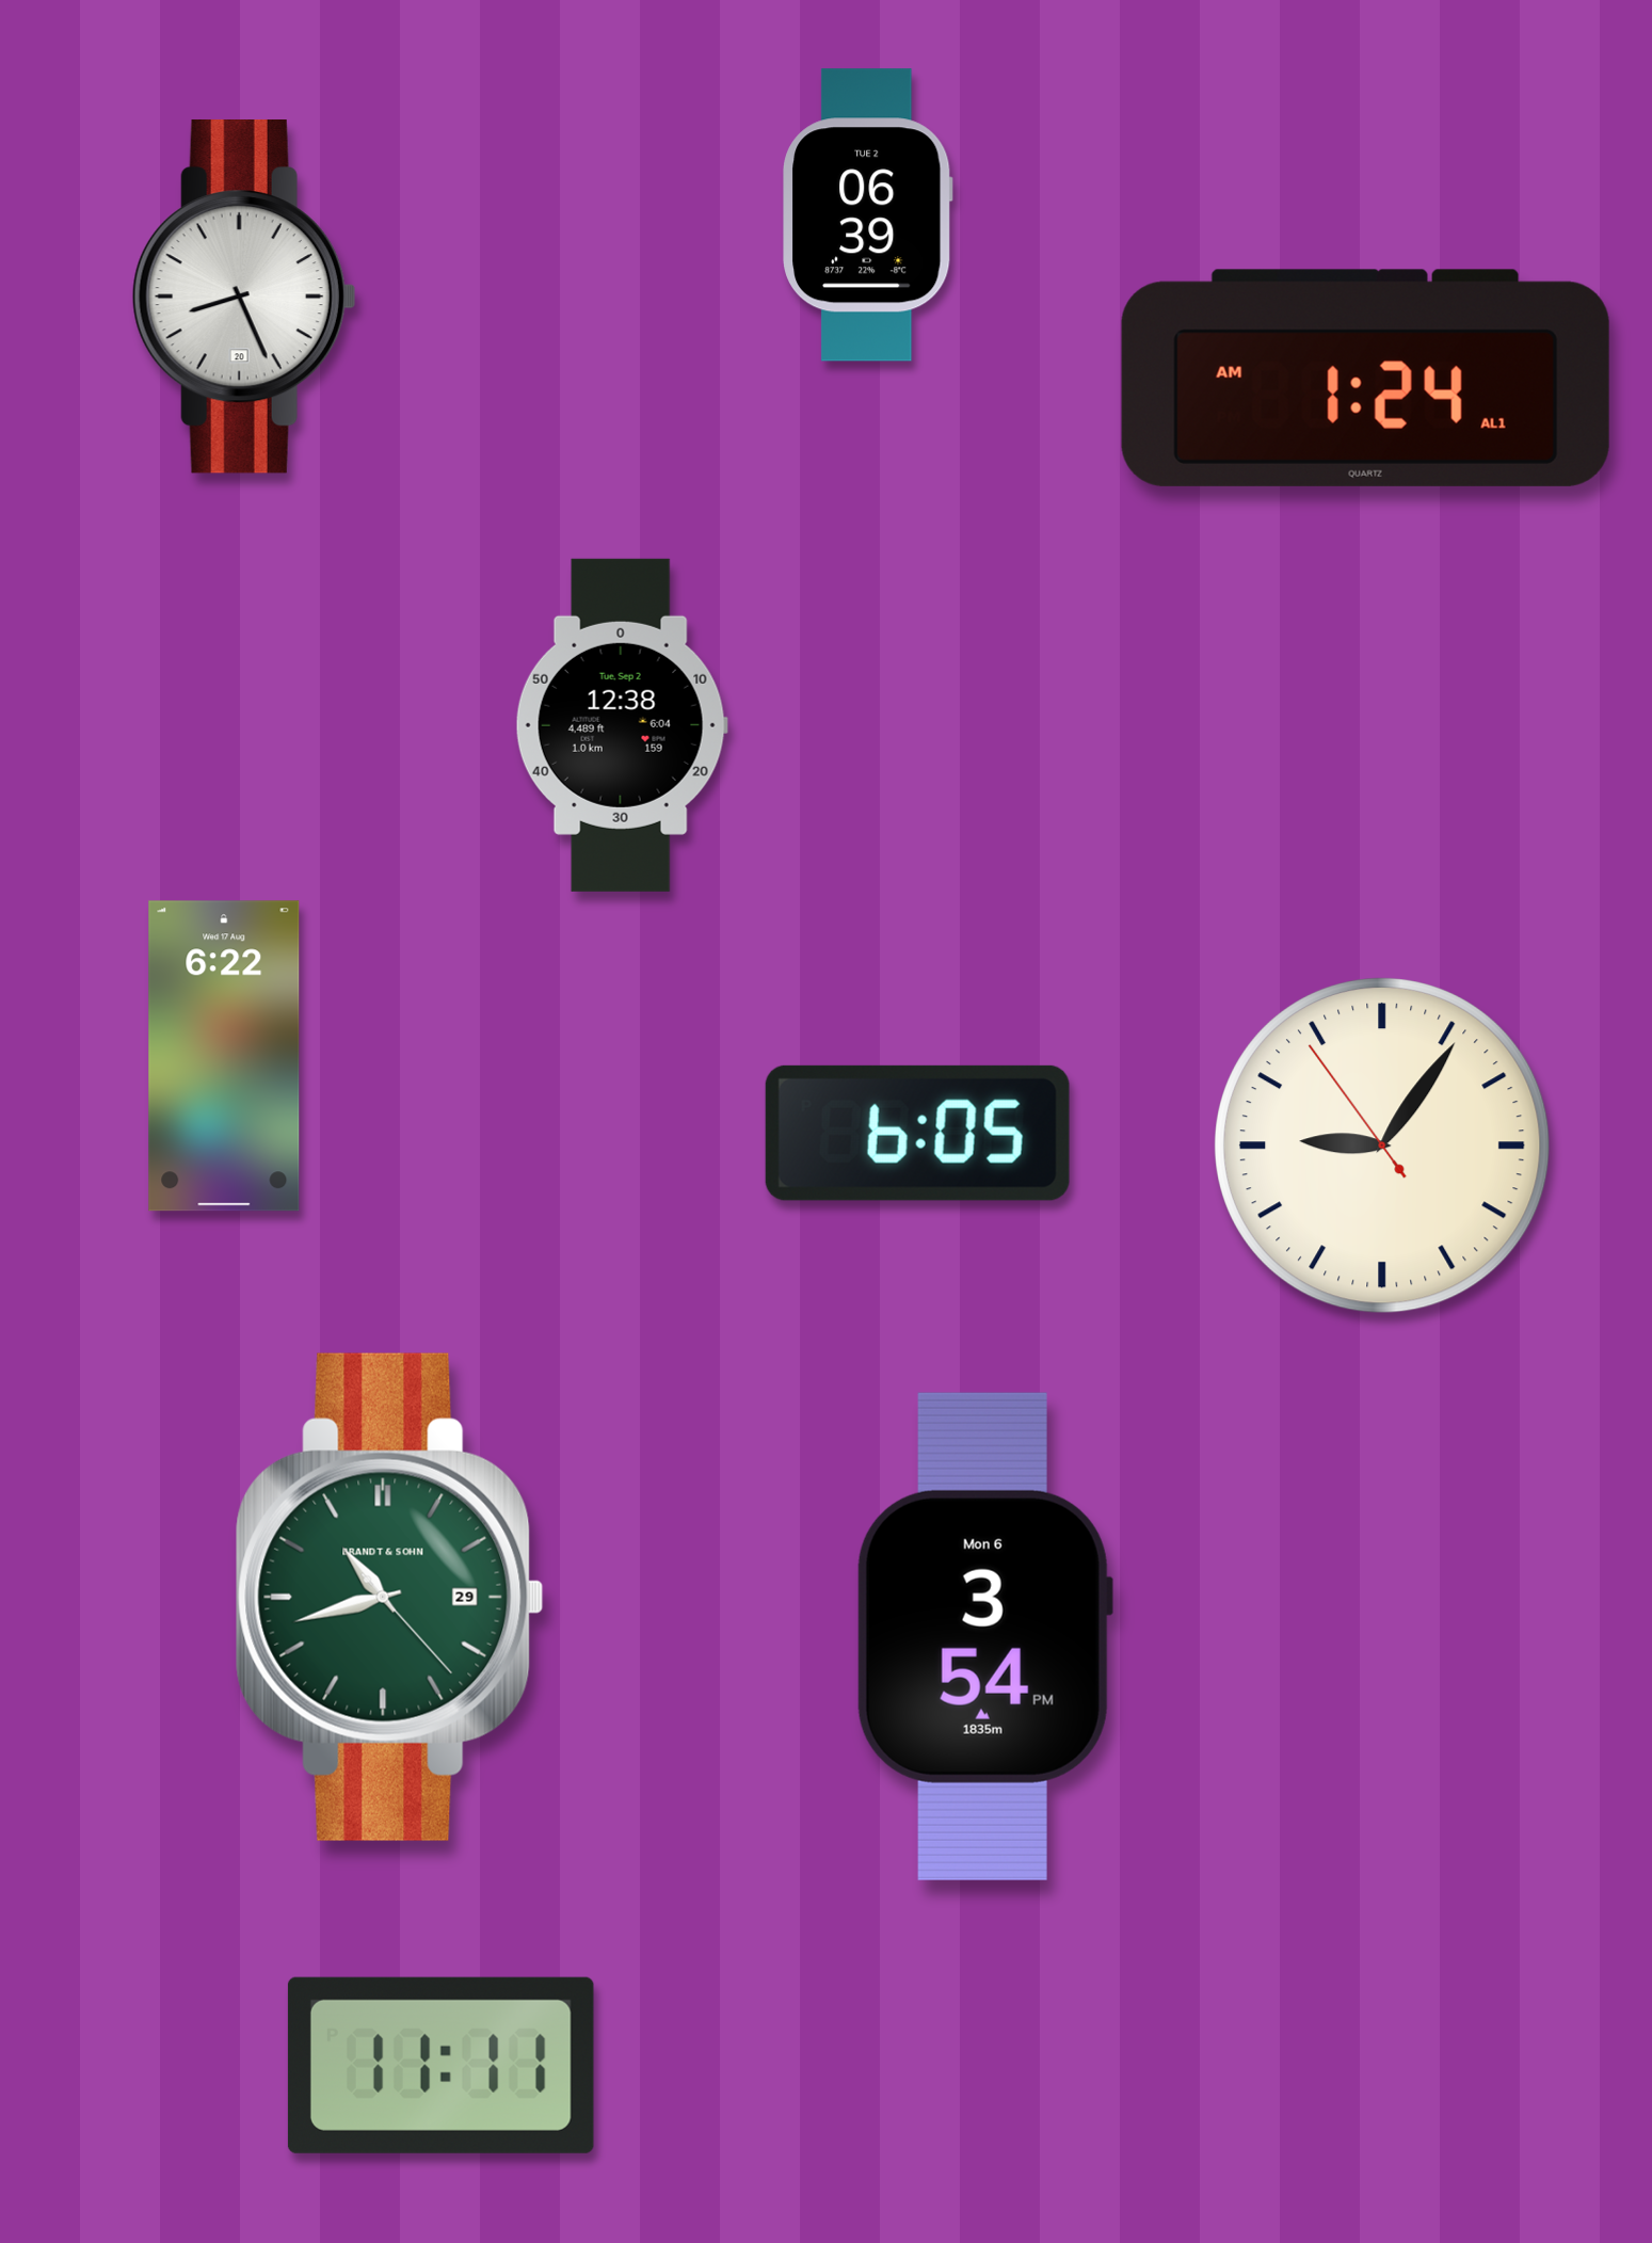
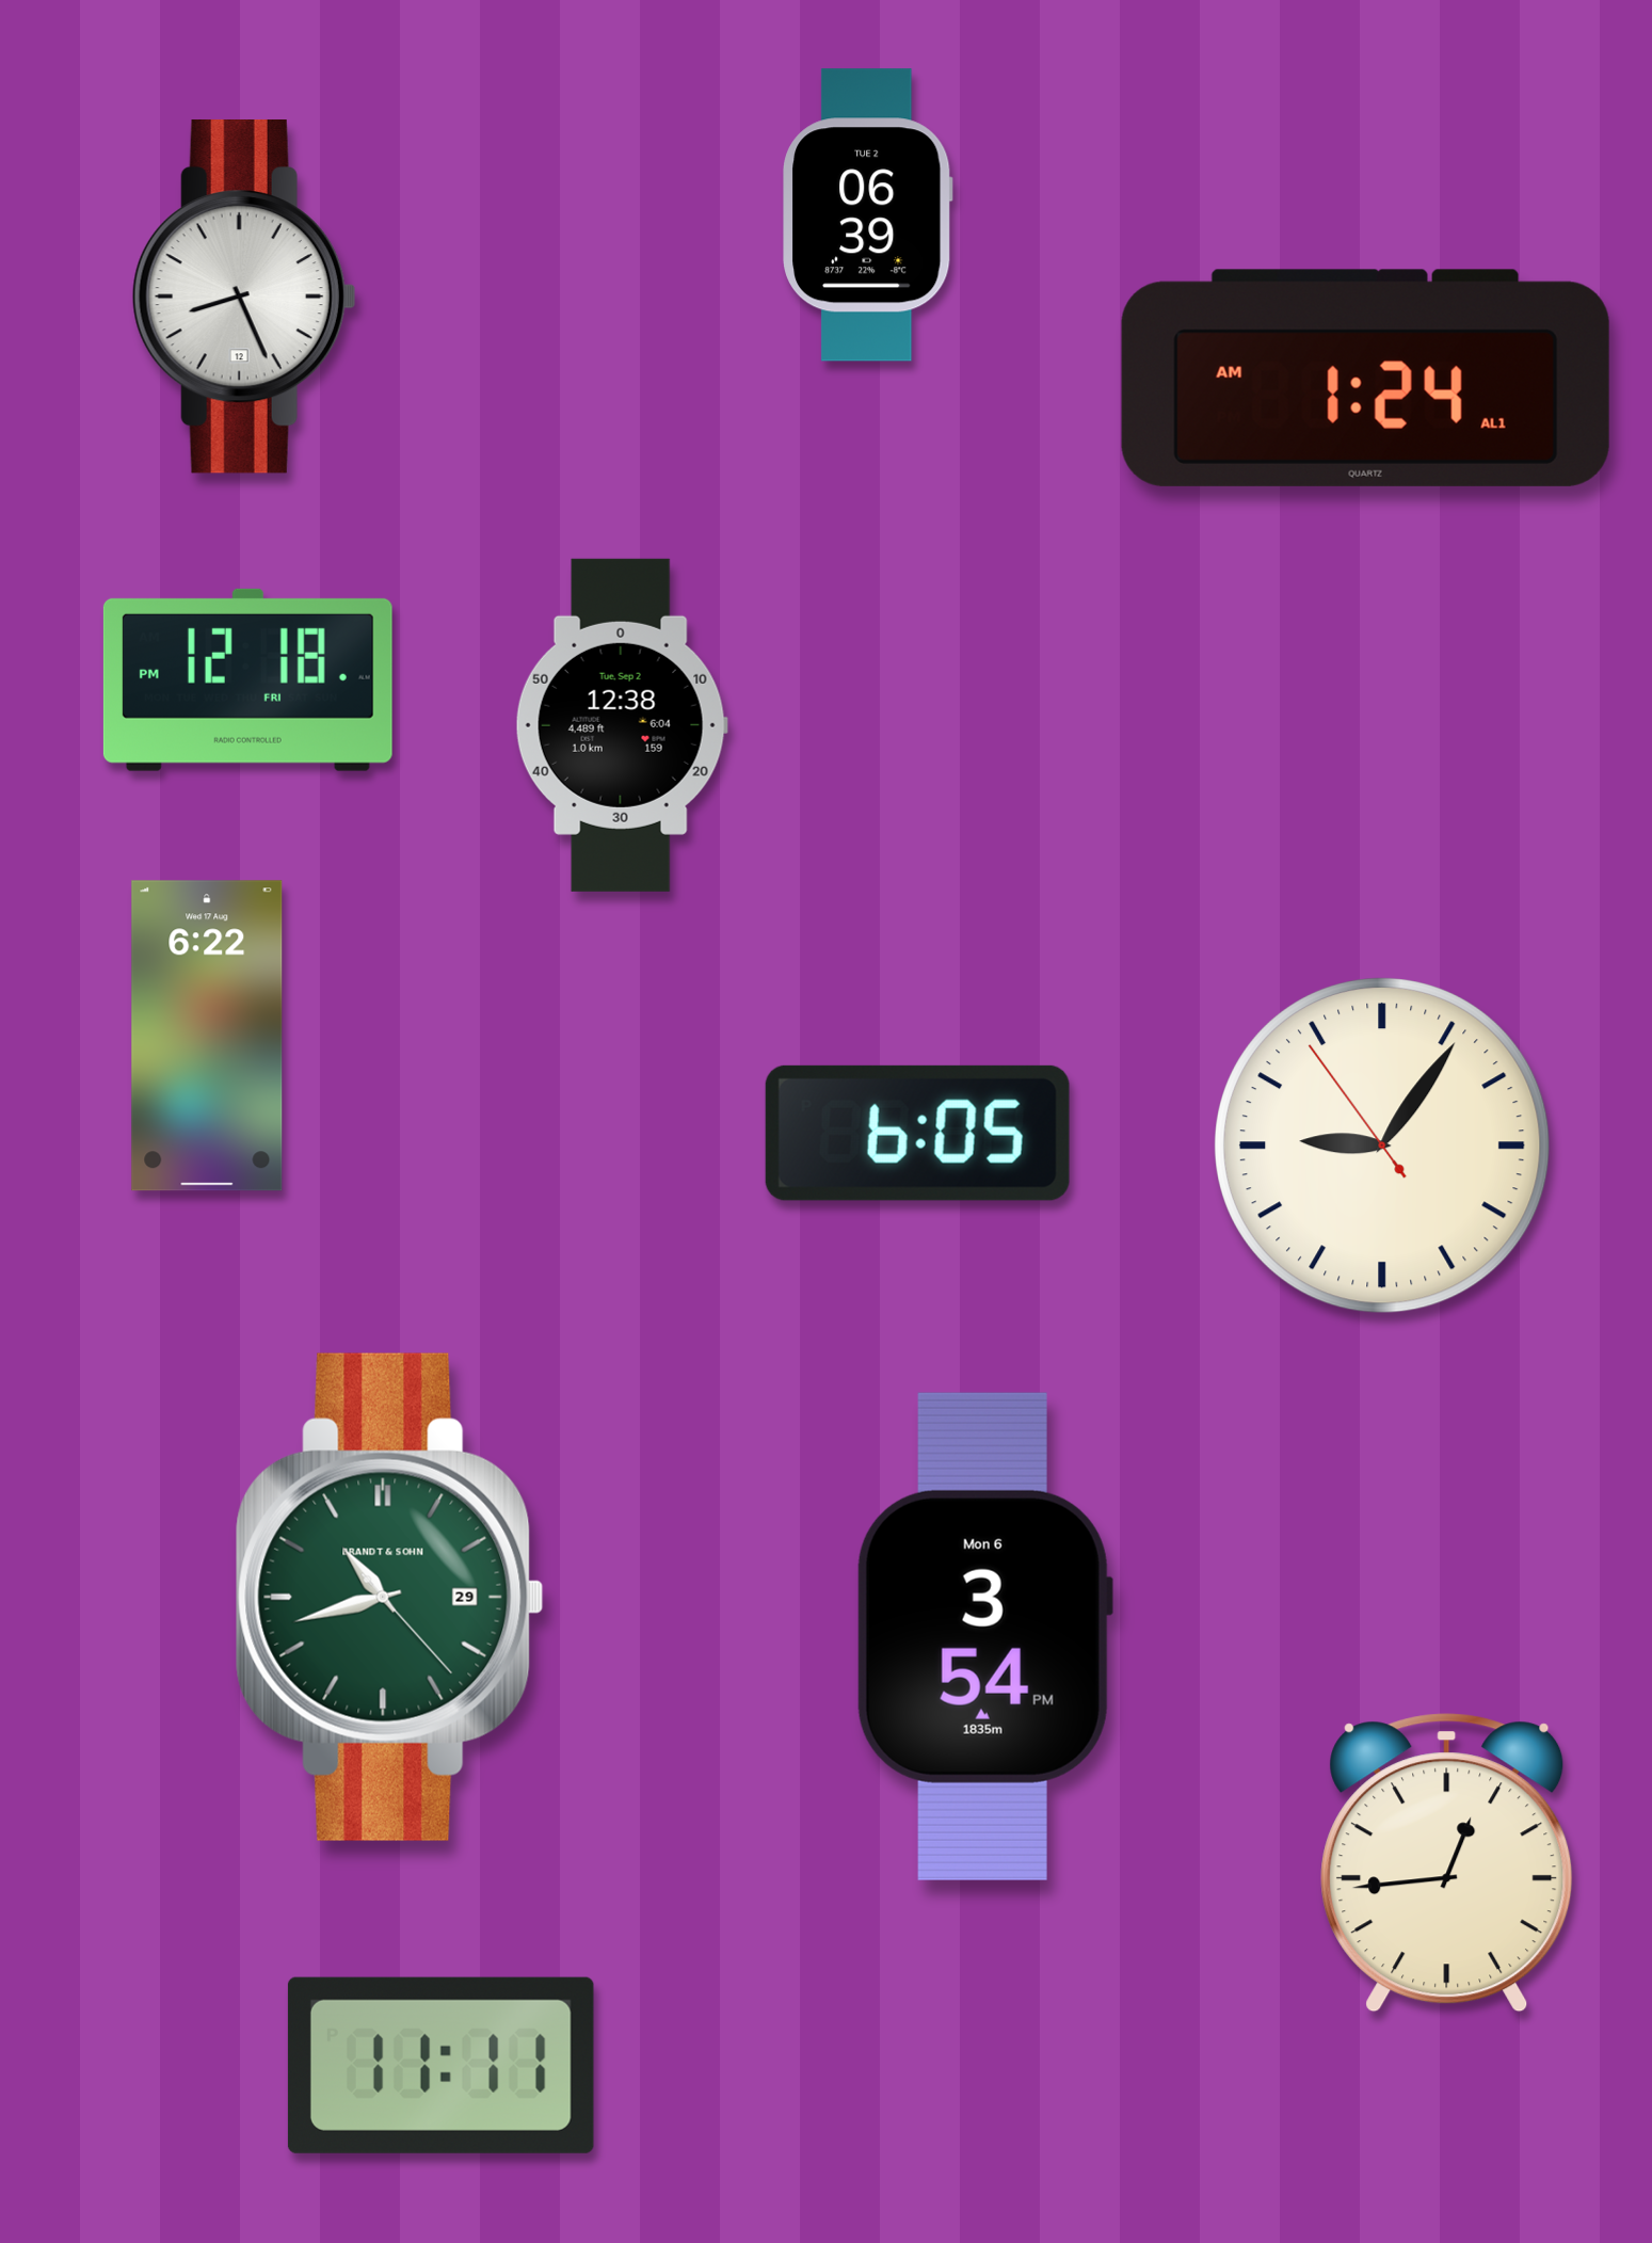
clock at (244, 298) date: 20 -> 12
clock at (247, 679): none -> 12:18
clock at (224, 1056) position: (224, 1056) -> (207, 1036)
clock at (1447, 1863): none -> 12:44
